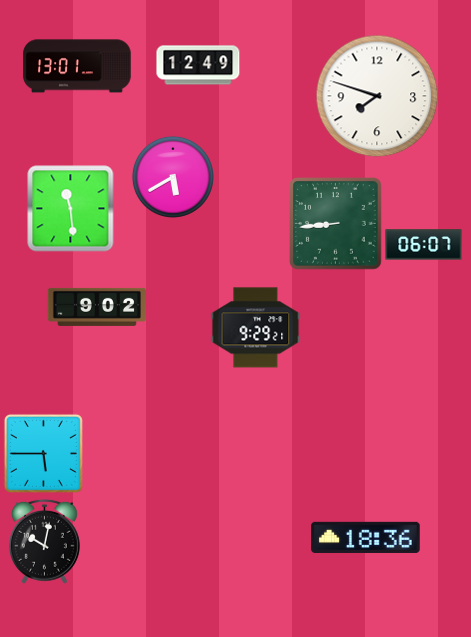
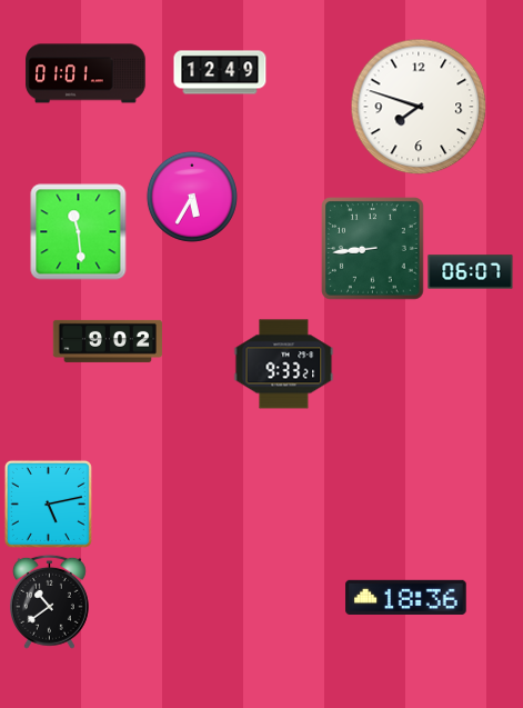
clock at (77, 66): 13:01 -> 01:01
clock at (173, 177): 5:40 -> 5:35
clock at (256, 328): 9:29 -> 9:33
clock at (43, 453): 5:45 -> 5:13
clock at (44, 541): 10:02 -> 10:39
